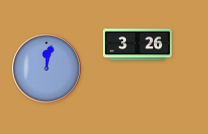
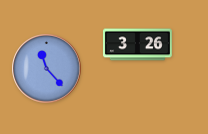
clock at (47, 69): 12:02 -> 11:23
